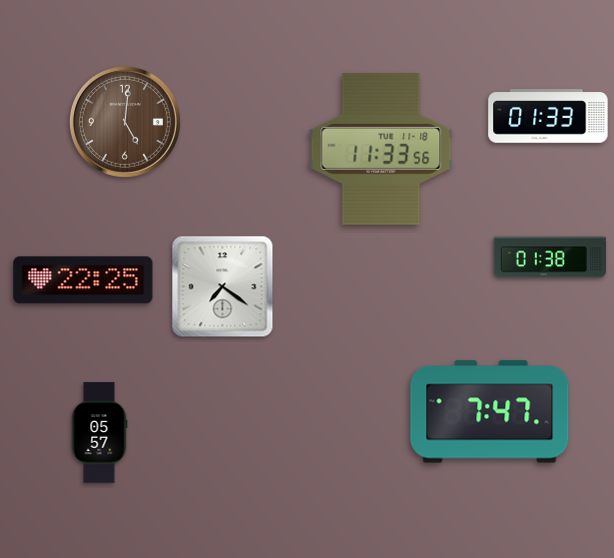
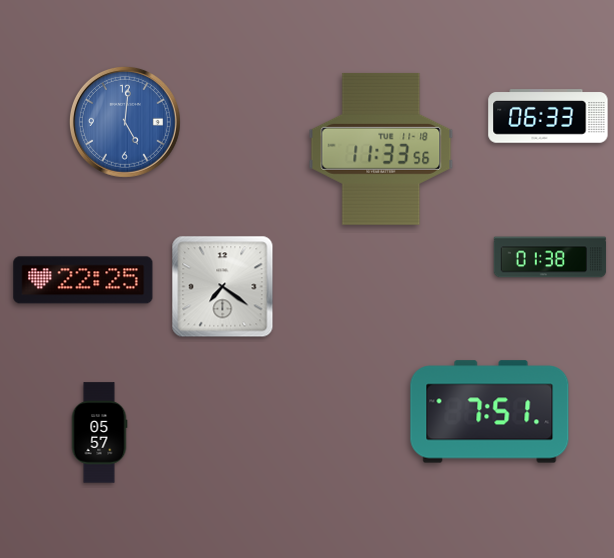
clock at (548, 116): 01:33 -> 06:33
clock at (125, 122) dial: brown -> blue
clock at (490, 412): 7:47 -> 7:51
